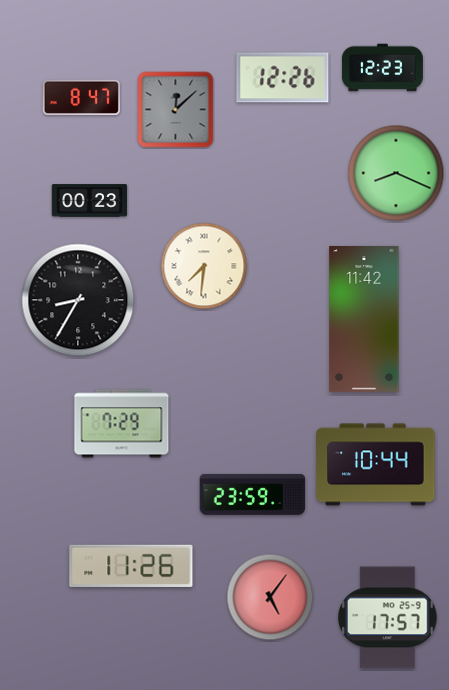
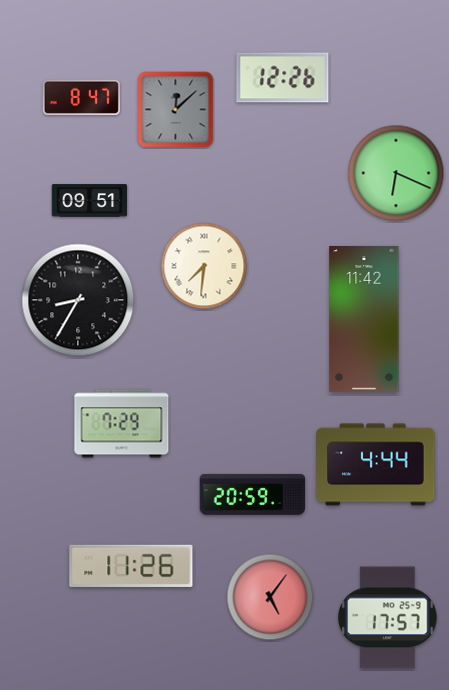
clock at (382, 68): 12:23 -> none
clock at (396, 173): 8:19 -> 6:19
clock at (90, 201): 00:23 -> 09:51
clock at (376, 465): 10:44 -> 4:44
clock at (253, 494): 23:59 -> 20:59
